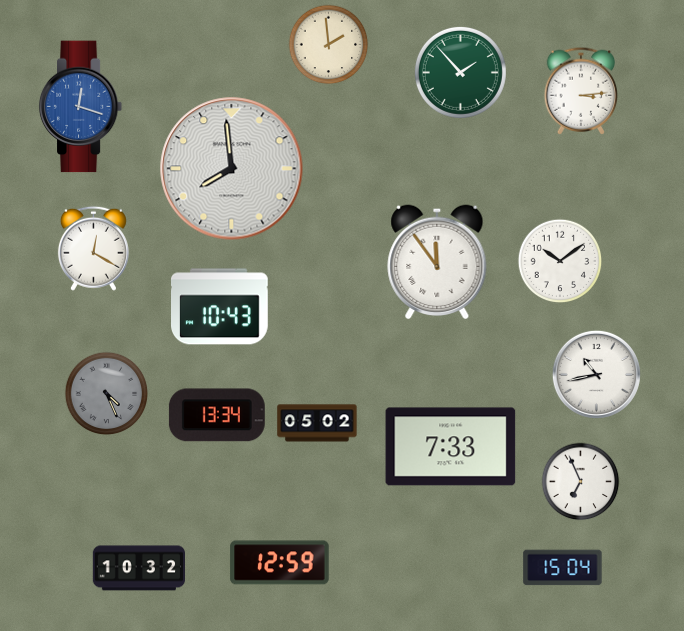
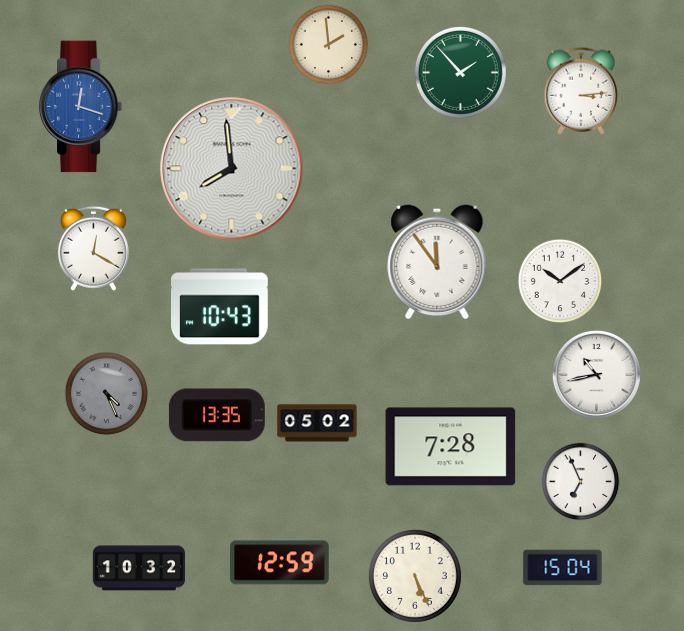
clock at (560, 261) position: (560, 261) -> (560, 281)
clock at (217, 415): 13:34 -> 13:35
clock at (451, 447): 7:33 -> 7:28
clock at (415, 576): none -> 5:26
